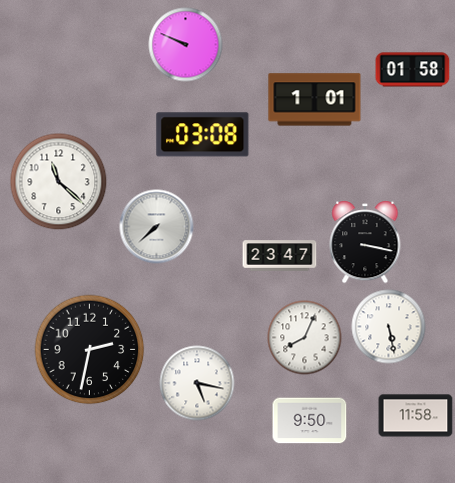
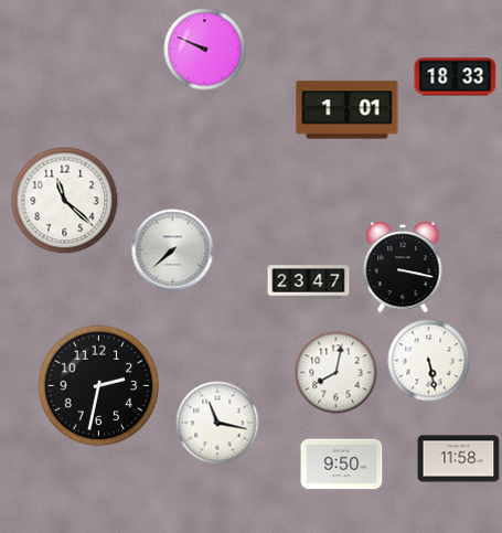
clock at (413, 70): 01:58 -> 18:33
clock at (203, 135): 03:08 -> none
clock at (305, 338): 8:04 -> 8:02
clock at (197, 383): 5:17 -> 11:17
